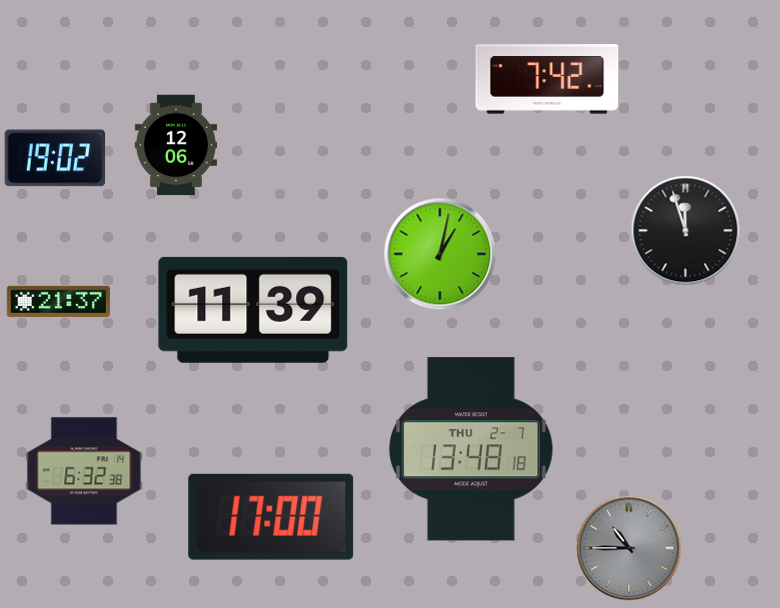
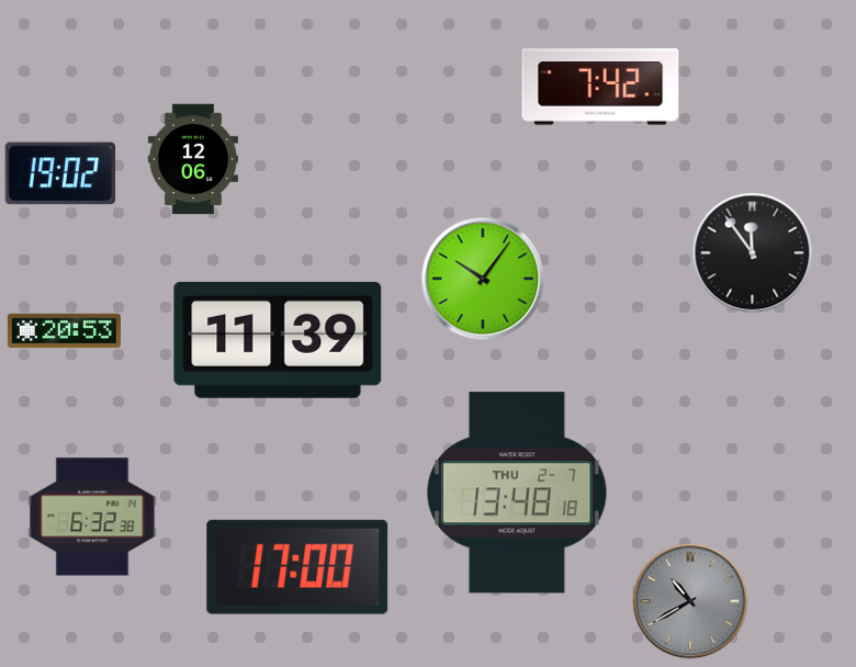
clock at (686, 231): 11:57 -> 11:54
clock at (440, 254): 1:02 -> 10:06
clock at (58, 301): 21:37 -> 20:53
clock at (629, 548): 10:45 -> 10:40
